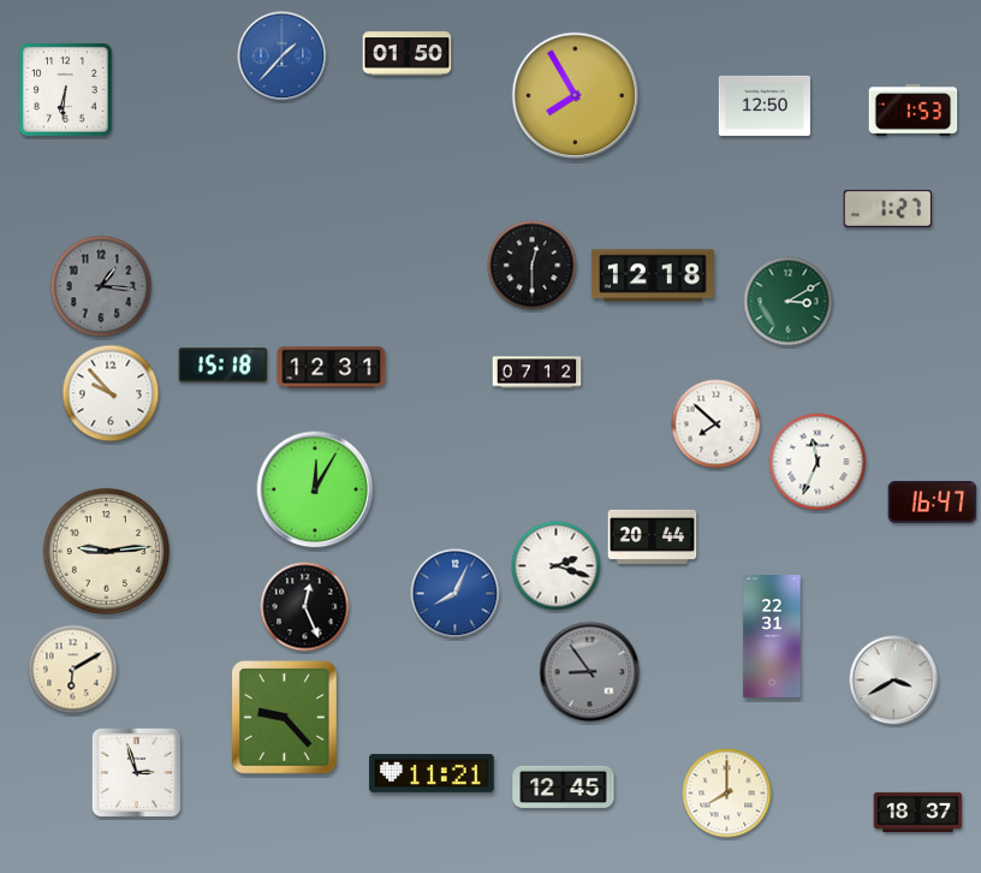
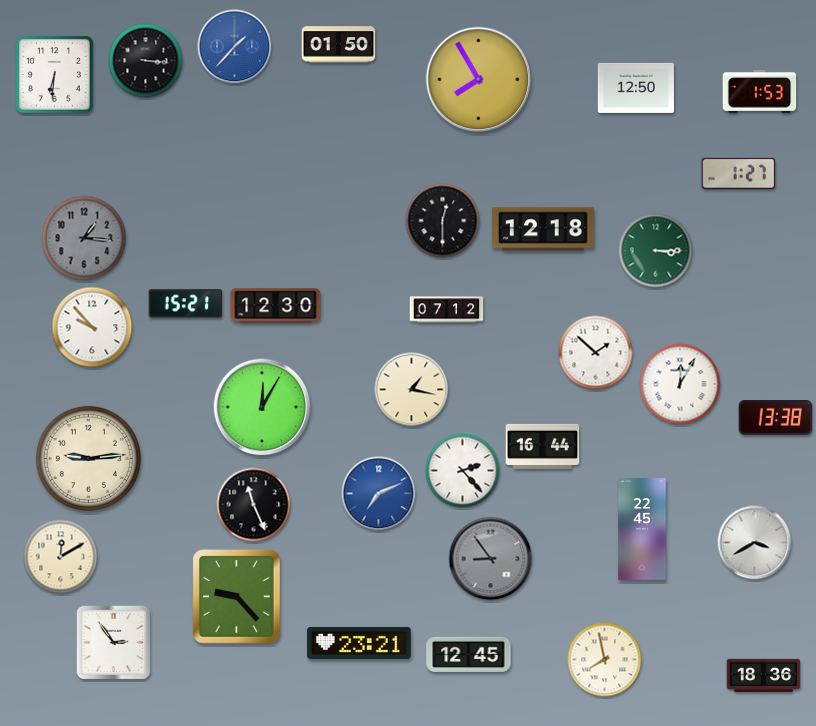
clock at (146, 61): none -> 3:16
clock at (789, 302): 3:10 -> 3:15
clock at (224, 366): 15:18 -> 15:21
clock at (332, 368): 12:31 -> 12:30
clock at (717, 424): 7:52 -> 1:52
clock at (817, 462): 11:34 -> 12:05
clock at (412, 390): none -> 1:17
clock at (933, 503): 16:47 -> 13:38
clock at (653, 536): 20:44 -> 16:44
clock at (557, 566): 2:18 -> 2:23
clock at (456, 594): 8:04 -> 7:11
clock at (305, 607): 12:26 -> 11:26
clock at (772, 637): 22:31 -> 22:45
clock at (73, 670): 6:10 -> 12:10
clock at (894, 681) position: (894, 681) -> (755, 543)
clock at (137, 773): 2:57 -> 2:54
clock at (432, 773): 11:21 -> 23:21
clock at (727, 794): 8:00 -> 7:58
clock at (918, 812): 18:37 -> 18:36
